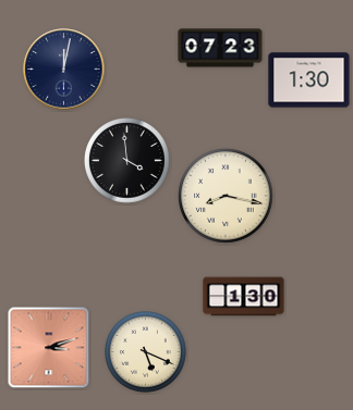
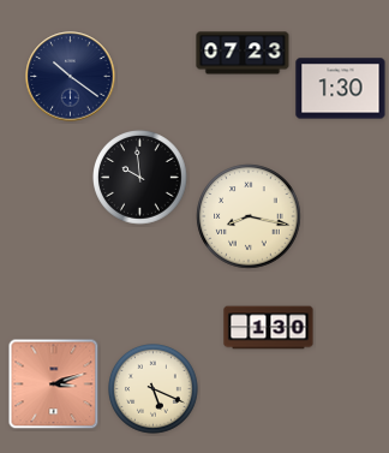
clock at (64, 70): 12:02 -> 10:21
clock at (127, 161): 3:59 -> 9:59
clock at (146, 352) position: (146, 352) -> (154, 389)
